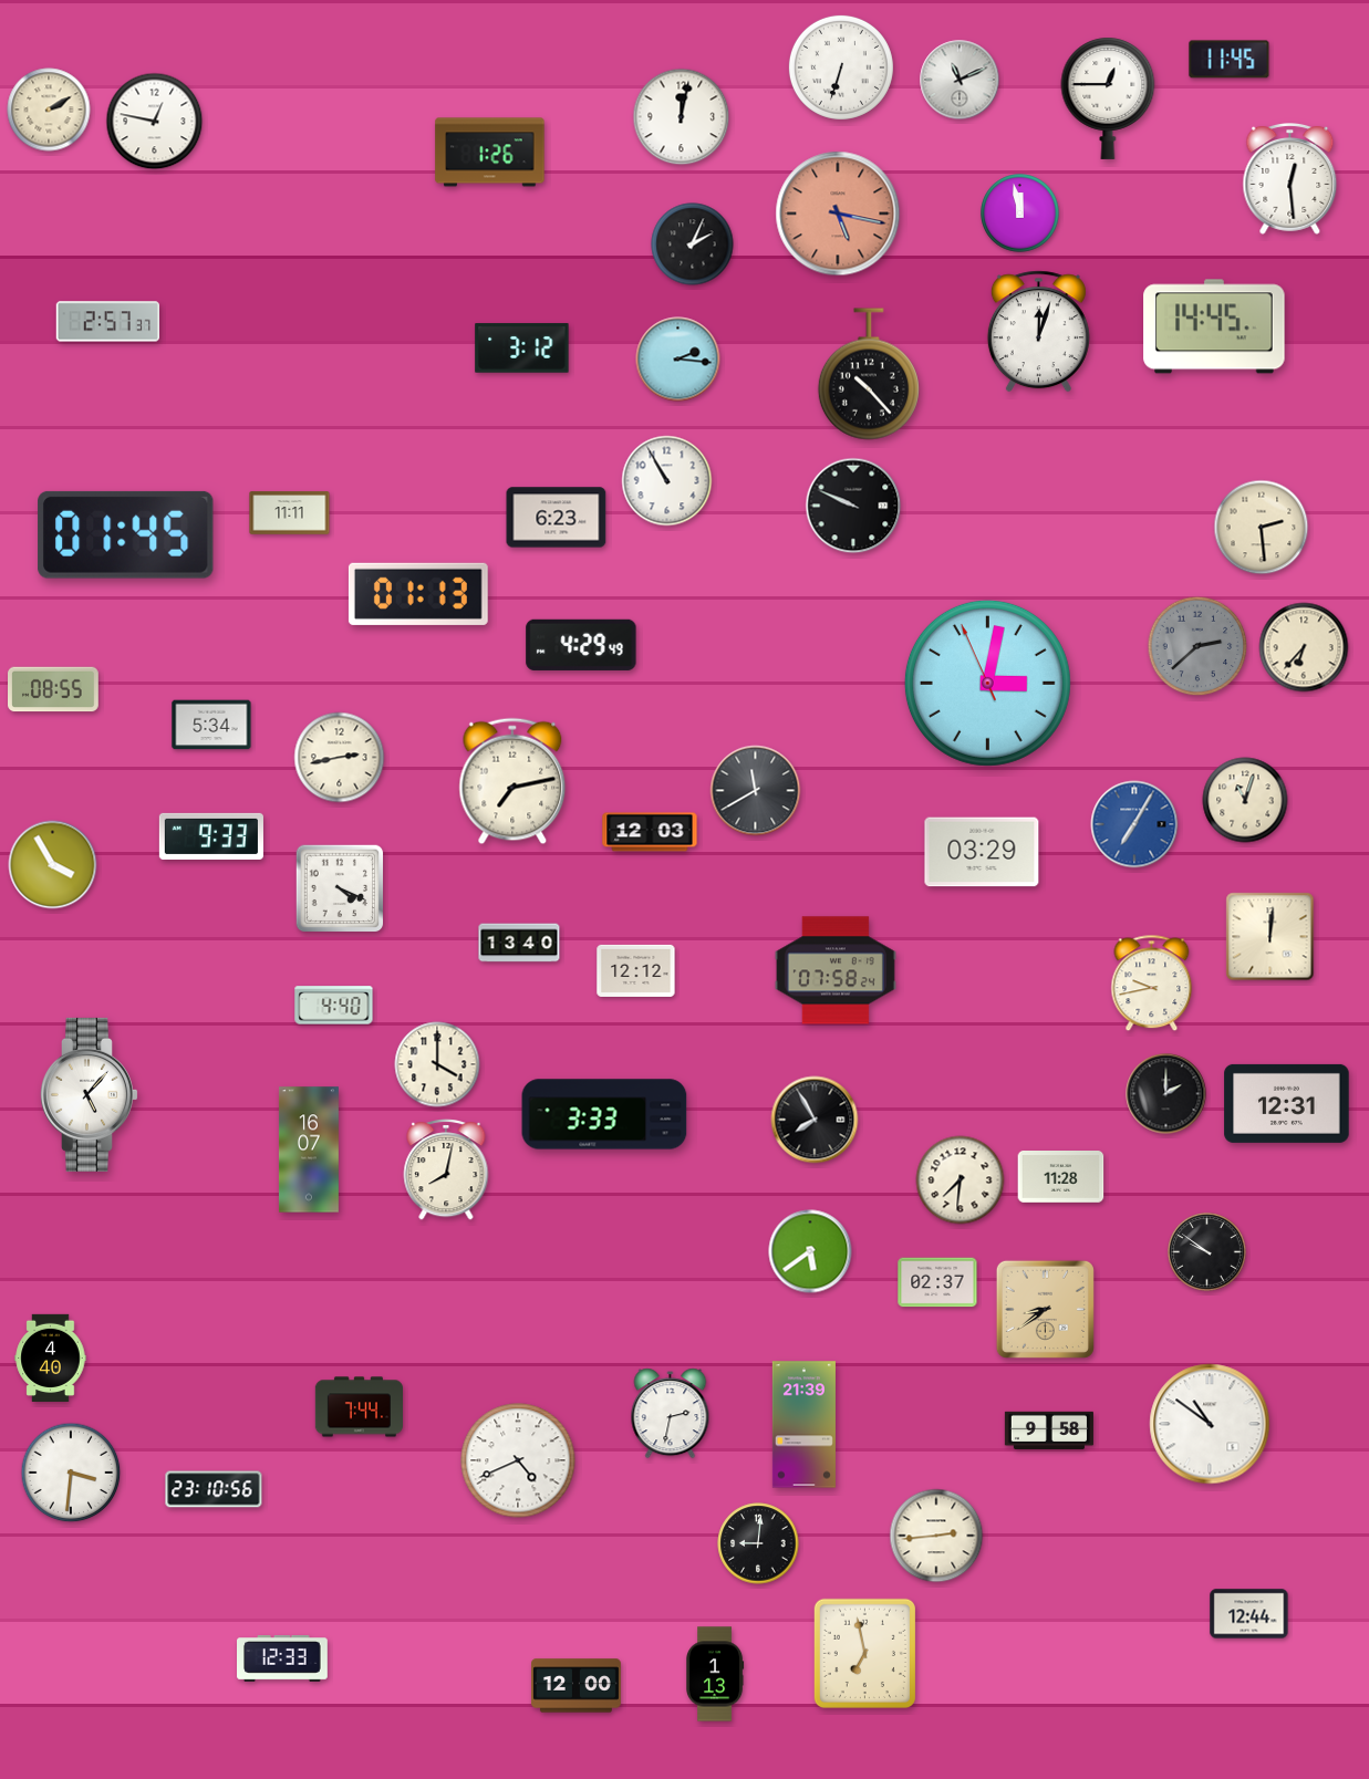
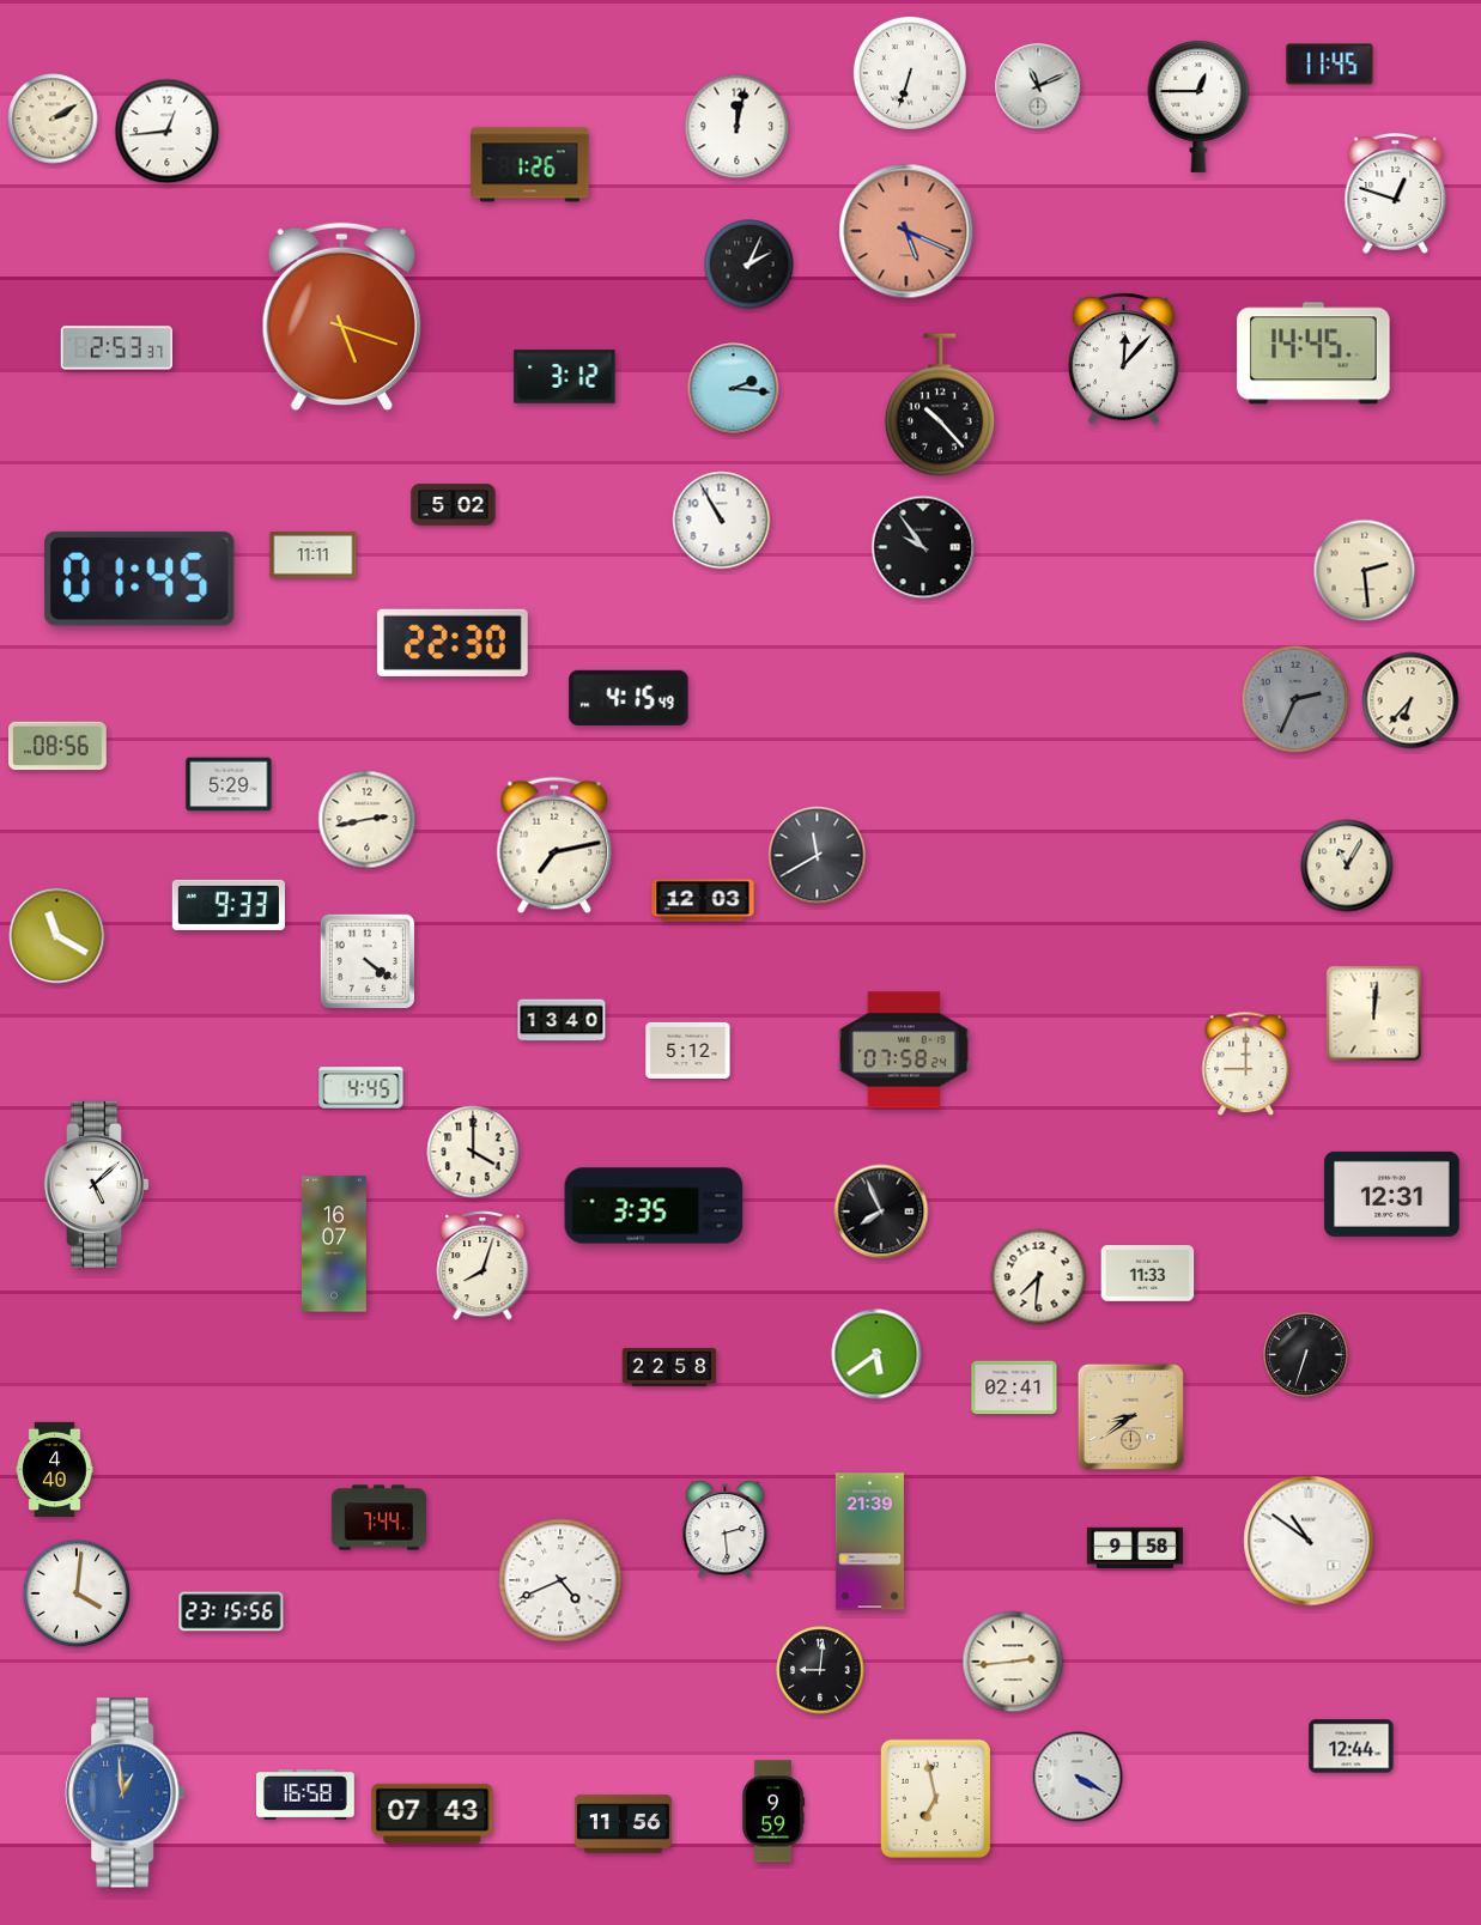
clock at (155, 122): 12:47 -> 12:44
clock at (1290, 179): 12:29 -> 12:48
clock at (838, 214): 5:17 -> 5:19
clock at (1020, 214): 11:58 -> none
clock at (341, 317): none -> 5:18
clock at (107, 322): 2:57 -> 2:53
clock at (1038, 332): 12:03 -> 12:07
clock at (454, 505): none -> 5:02
clock at (853, 506): 9:49 -> 9:54
clock at (557, 518): 6:23 -> none
clock at (126, 534) position: (126, 534) -> (140, 578)
clock at (418, 594): 01:13 -> 22:30
clock at (581, 645): 4:29 -> 4:15
clock at (1197, 646): 2:38 -> 2:34
clock at (987, 683): 3:01 -> none
clock at (54, 689): 08:55 -> 08:56
clock at (211, 725): 5:34 -> 5:29
clock at (1245, 800): 11:03 -> 11:05
clock at (1134, 824): 7:05 -> none
clock at (982, 852): 03:29 -> none
clock at (53, 865): 3:55 -> 11:20
clock at (340, 888): 4:19 -> 4:21
clock at (636, 970): 12:12 -> 5:12
clock at (1152, 984): 9:43 -> 9:00
clock at (334, 1006): 4:40 -> 4:45
clock at (89, 1094): 5:07 -> 5:08
clock at (1166, 1094): 2:00 -> none
clock at (604, 1114): 3:33 -> 3:35
clock at (815, 1120): 7:55 -> 7:56
clock at (446, 1169): 8:02 -> 8:03
clock at (1061, 1177): 11:28 -> 11:33
clock at (1207, 1252): 9:51 -> 6:33
clock at (669, 1367): none -> 22:58
clock at (937, 1282): 02:37 -> 02:41
clock at (359, 1407) position: (359, 1407) -> (378, 1518)
clock at (671, 1414): 2:32 -> 2:29
clock at (71, 1473): 3:31 -> 4:01
clock at (214, 1489): 23:10 -> 23:15
clock at (1078, 1777): none -> 4:20
clock at (864, 1653) position: (864, 1653) -> (935, 1798)
clock at (126, 1793): none -> 12:59
clock at (283, 1660): 12:33 -> 16:58
clock at (716, 1674): 1:13 -> 9:59
clock at (432, 1814): none -> 07:43
clock at (575, 1686): 12:00 -> 11:56
